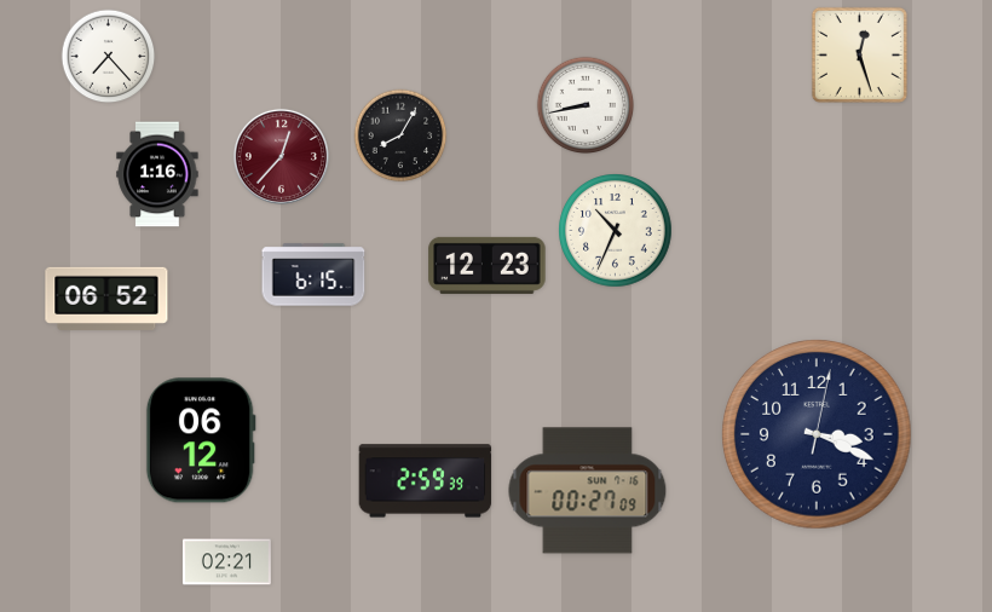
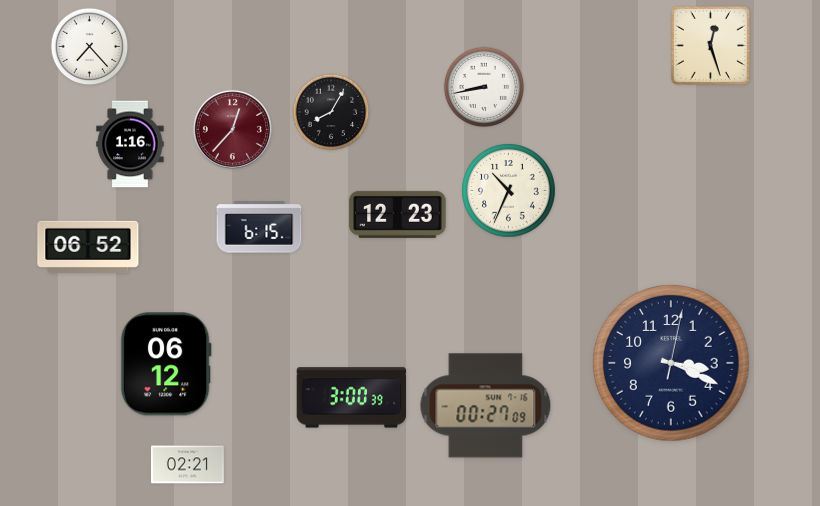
clock at (488, 265) position: (488, 265) -> (398, 214)
clock at (817, 434) position: (817, 434) -> (671, 363)
clock at (426, 481): 2:59 -> 3:00
